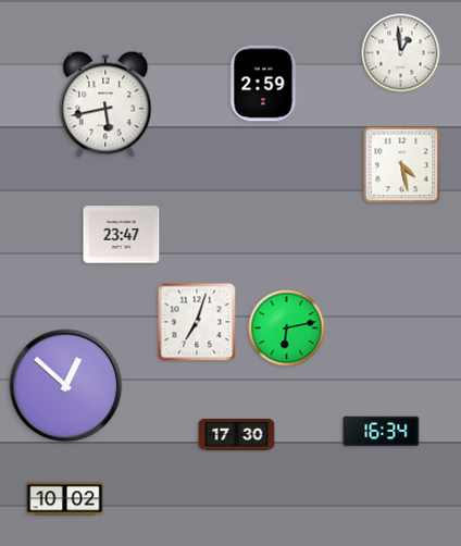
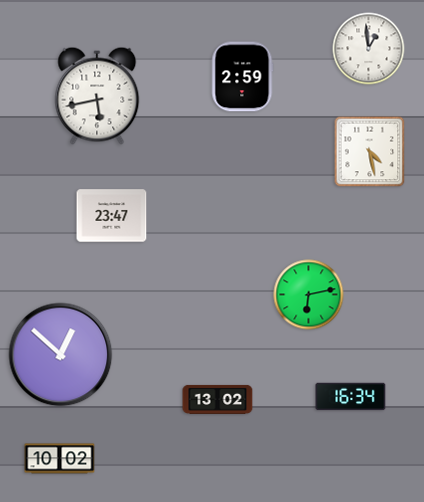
clock at (197, 322): 7:03 -> none
clock at (287, 328) position: (287, 328) -> (309, 295)
clock at (237, 434): 17:30 -> 13:02
